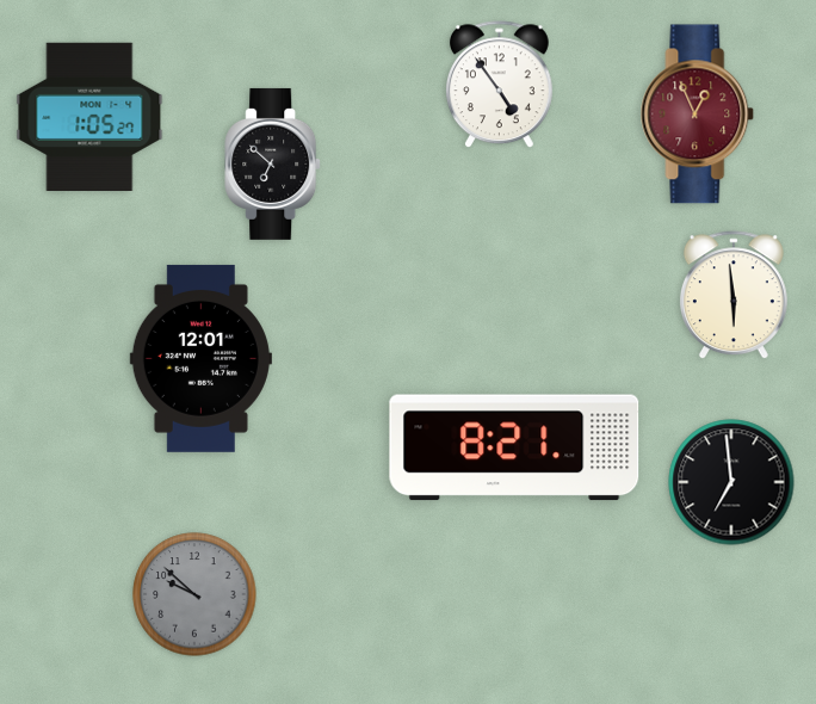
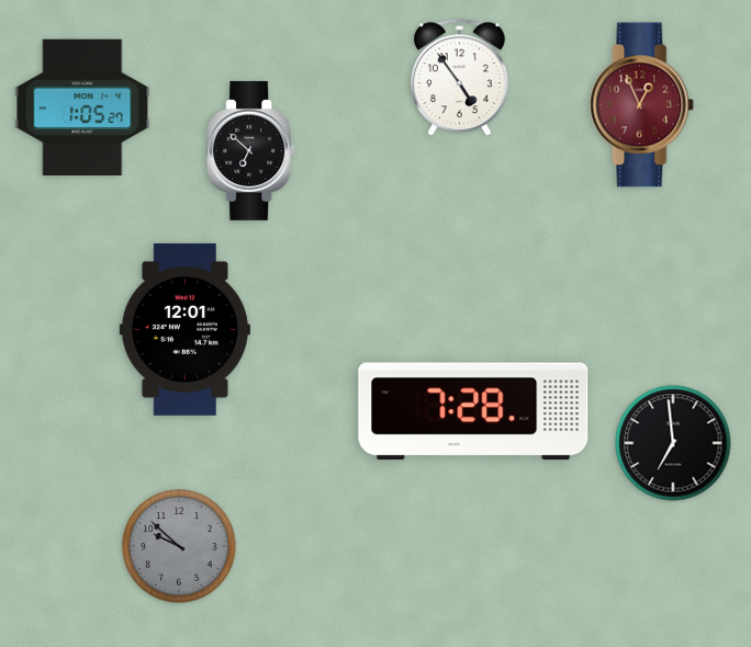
clock at (734, 296): 5:59 -> none
clock at (514, 447): 8:21 -> 7:28
